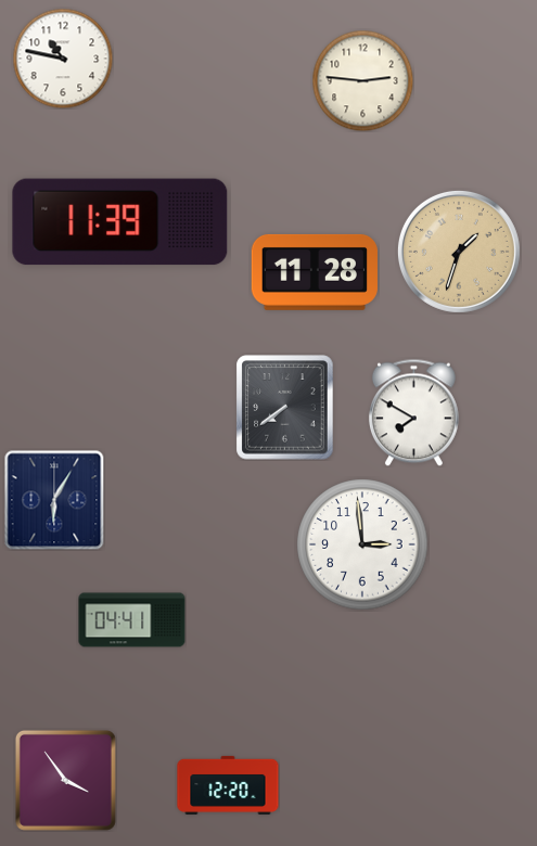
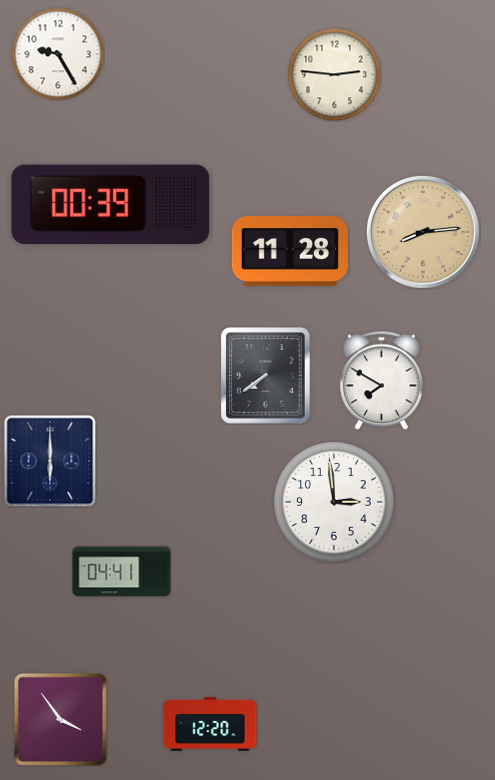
clock at (63, 59): 10:47 -> 9:25
clock at (120, 222): 11:39 -> 00:39
clock at (459, 252): 1:33 -> 8:14
clock at (285, 408) position: (285, 408) -> (266, 376)
clock at (54, 500): 6:05 -> 6:00
